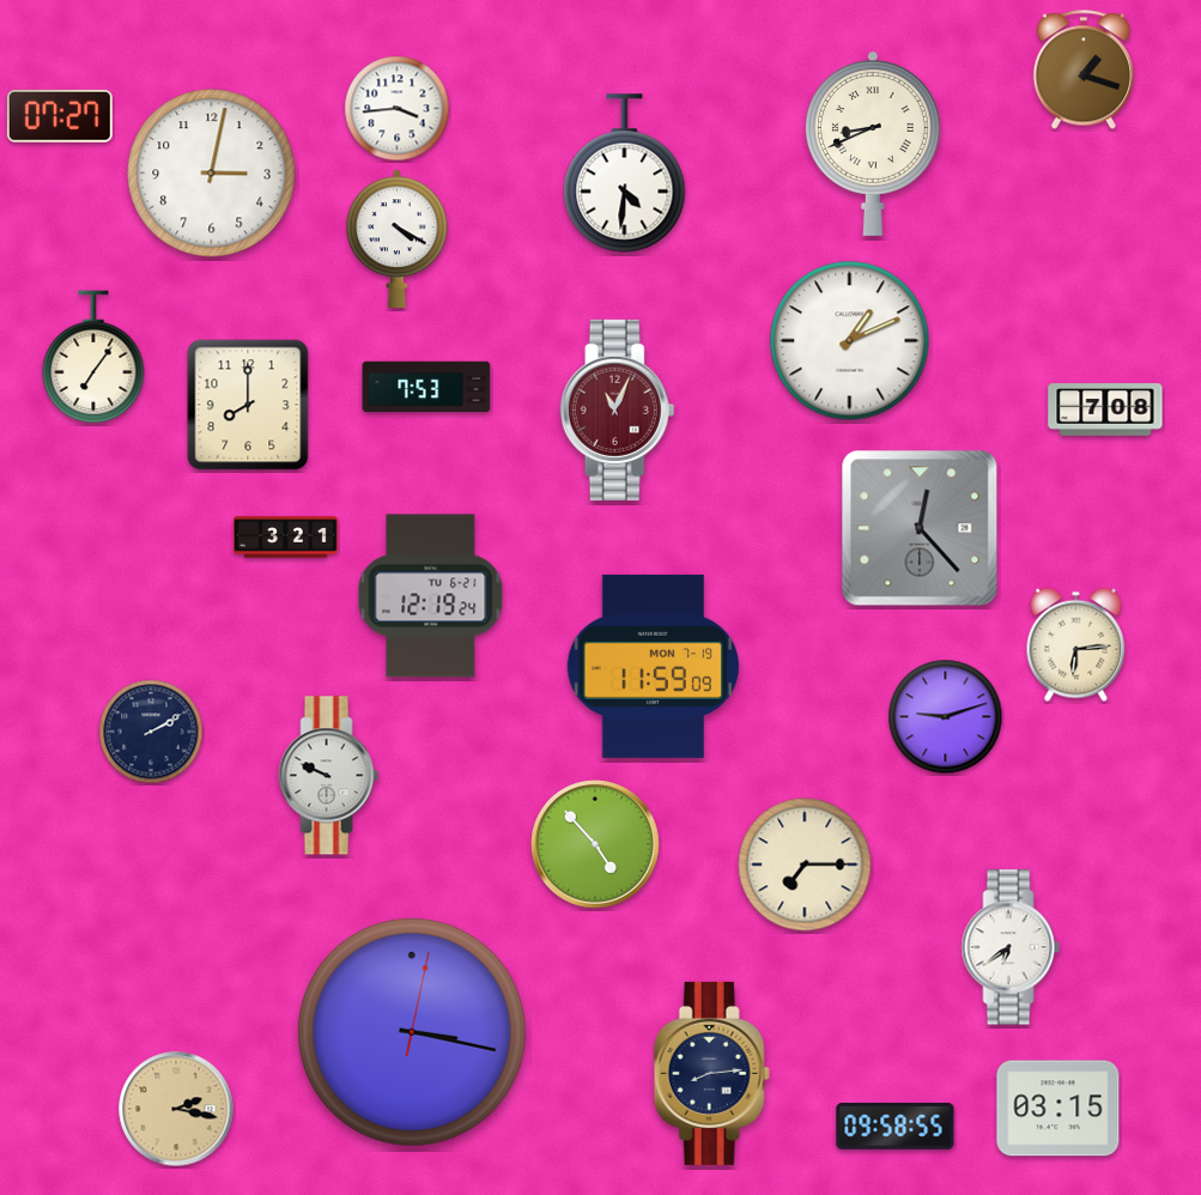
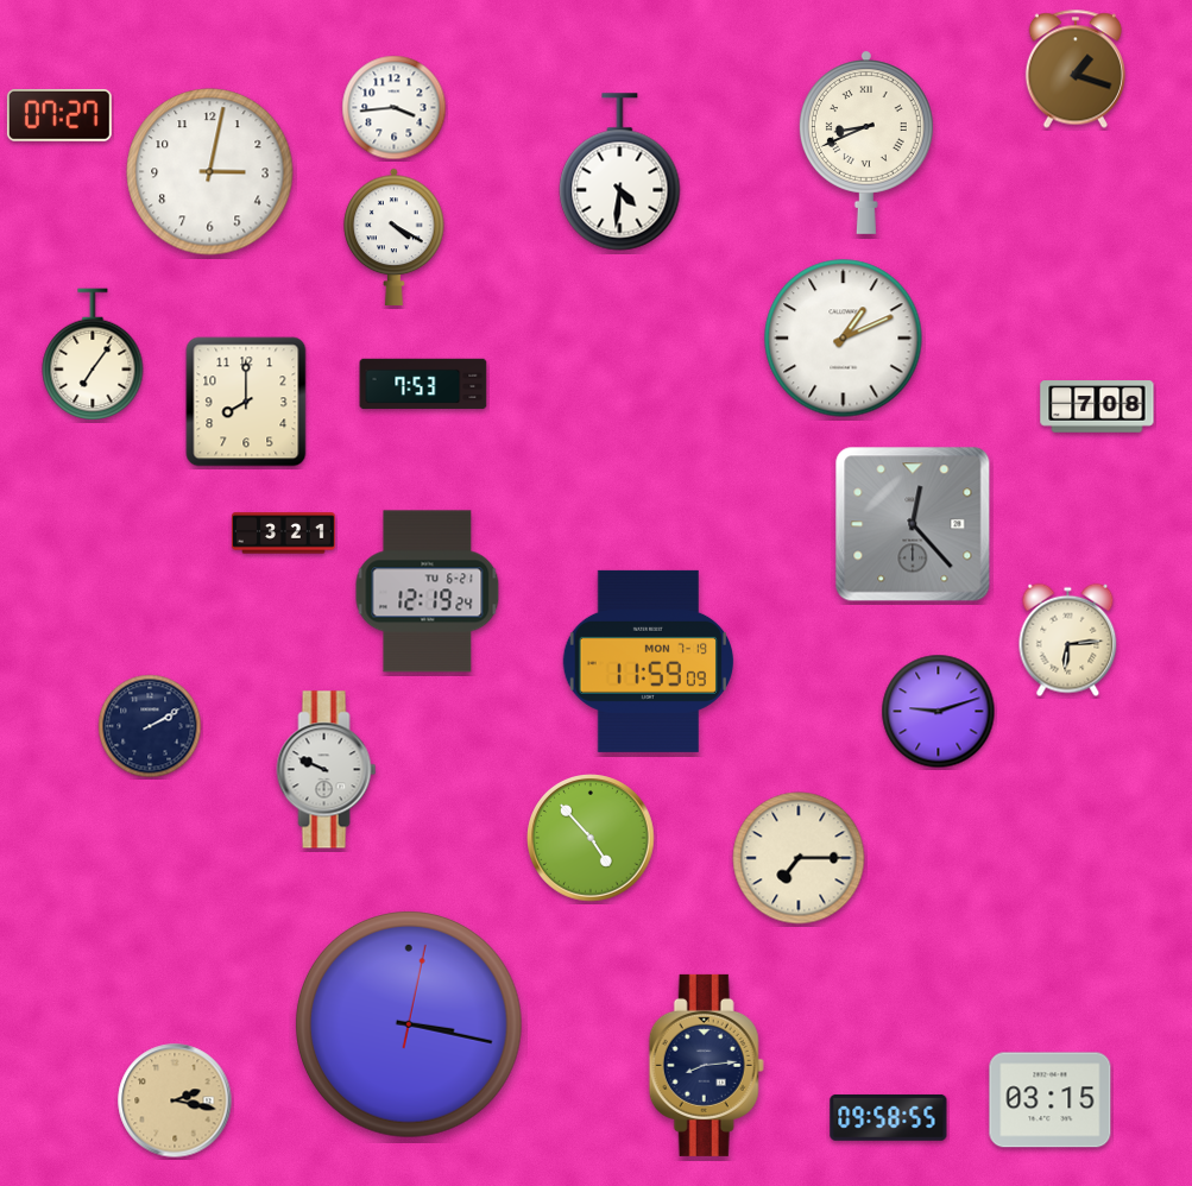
clock at (618, 410): 11:04 -> none
clock at (1011, 947): 6:39 -> none
